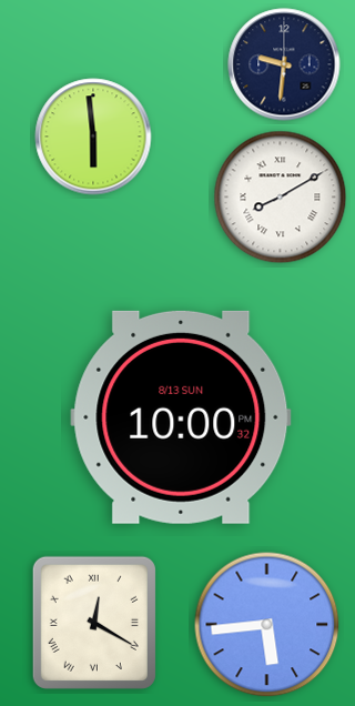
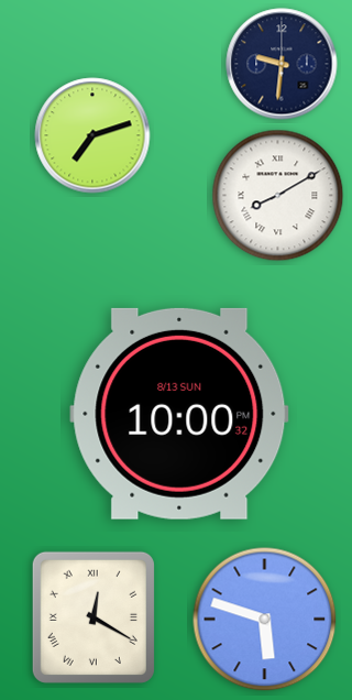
clock at (93, 137): 5:59 -> 7:12
clock at (267, 625): 5:44 -> 5:48
